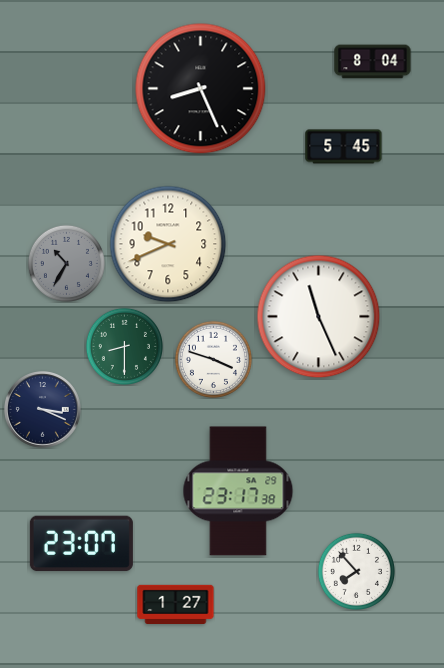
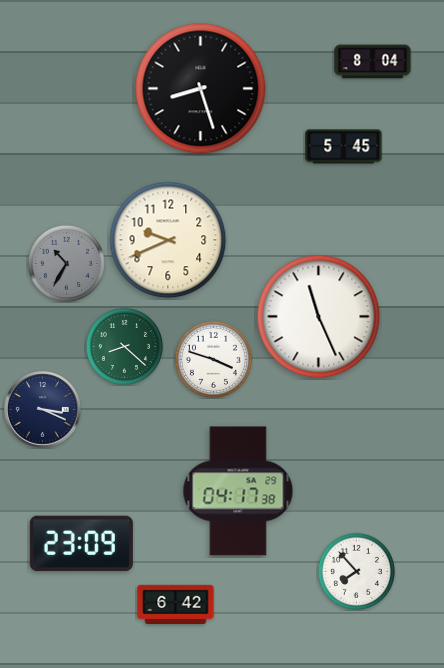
clock at (201, 89): 8:26 -> 8:27
clock at (168, 244) position: (168, 244) -> (168, 240)
clock at (124, 346): 8:30 -> 8:22
clock at (238, 491): 23:17 -> 04:17
clock at (81, 544): 23:07 -> 23:09
clock at (176, 605): 1:27 -> 6:42
